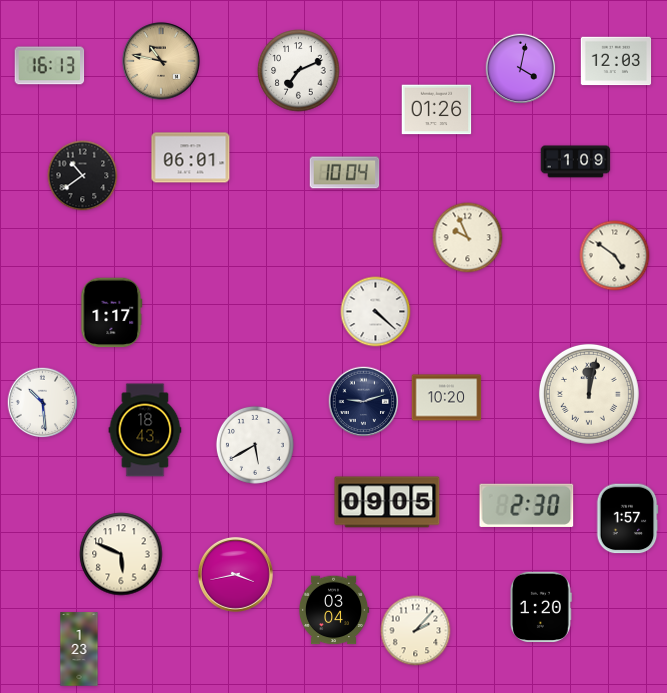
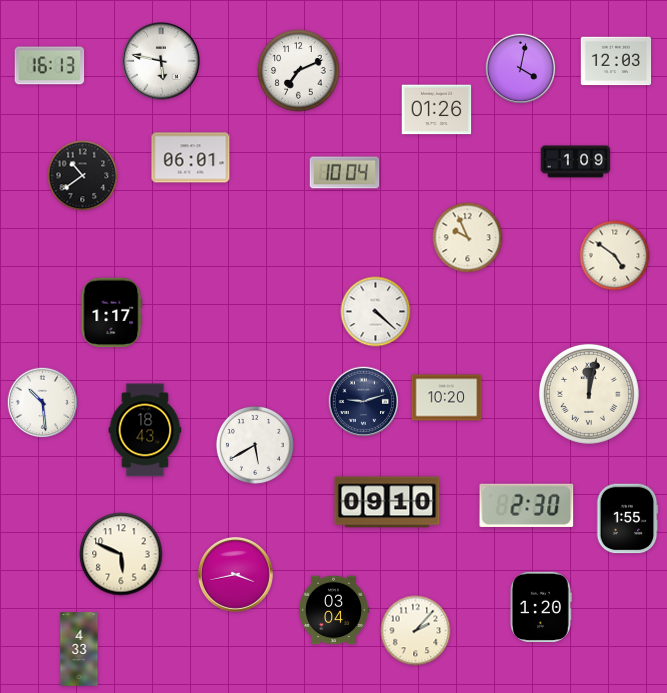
clock at (161, 61): 10:47 -> 5:47
clock at (161, 61) dial: champagne -> white
clock at (387, 502): 09:05 -> 09:10
clock at (627, 519): 1:57 -> 1:55
clock at (79, 649): 1:23 -> 4:33
